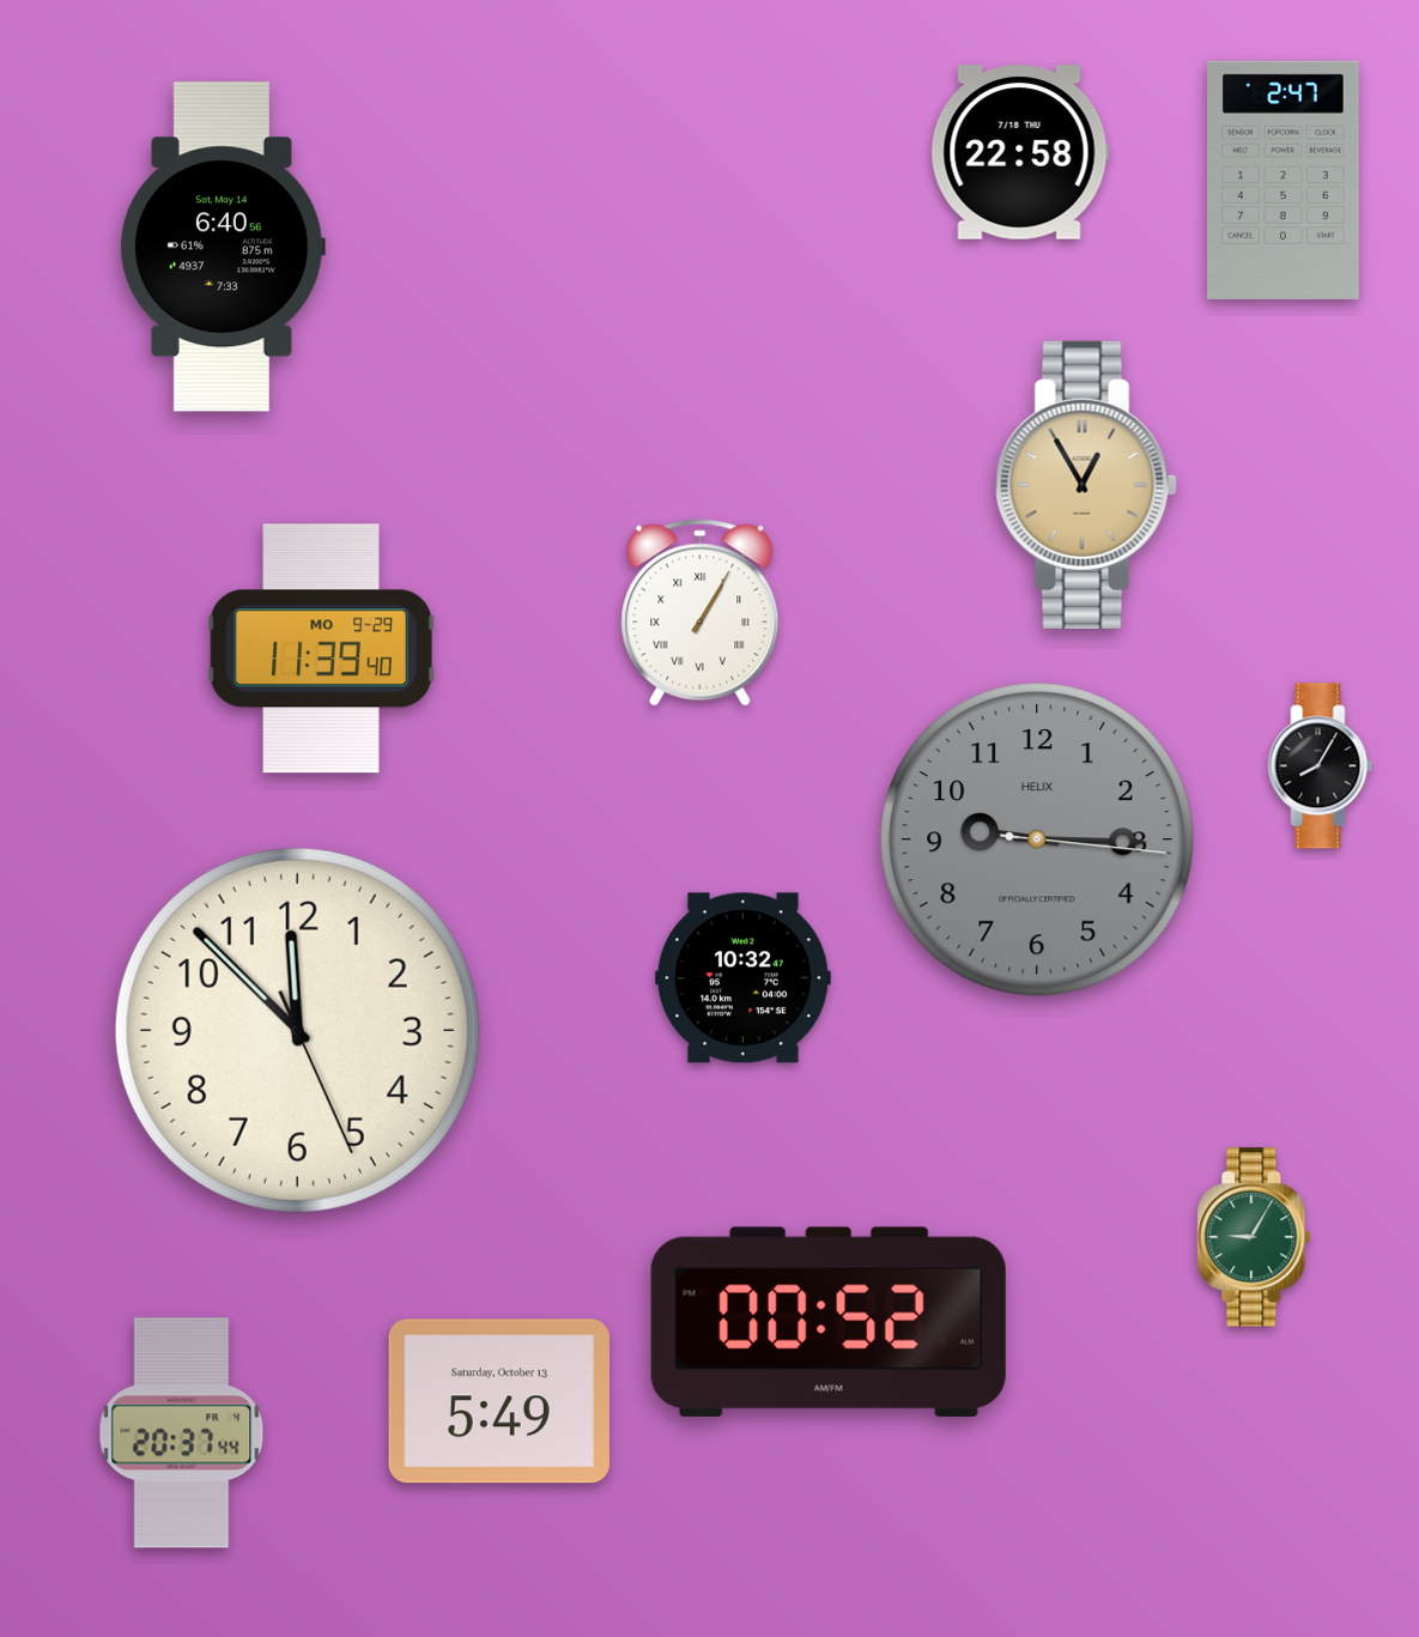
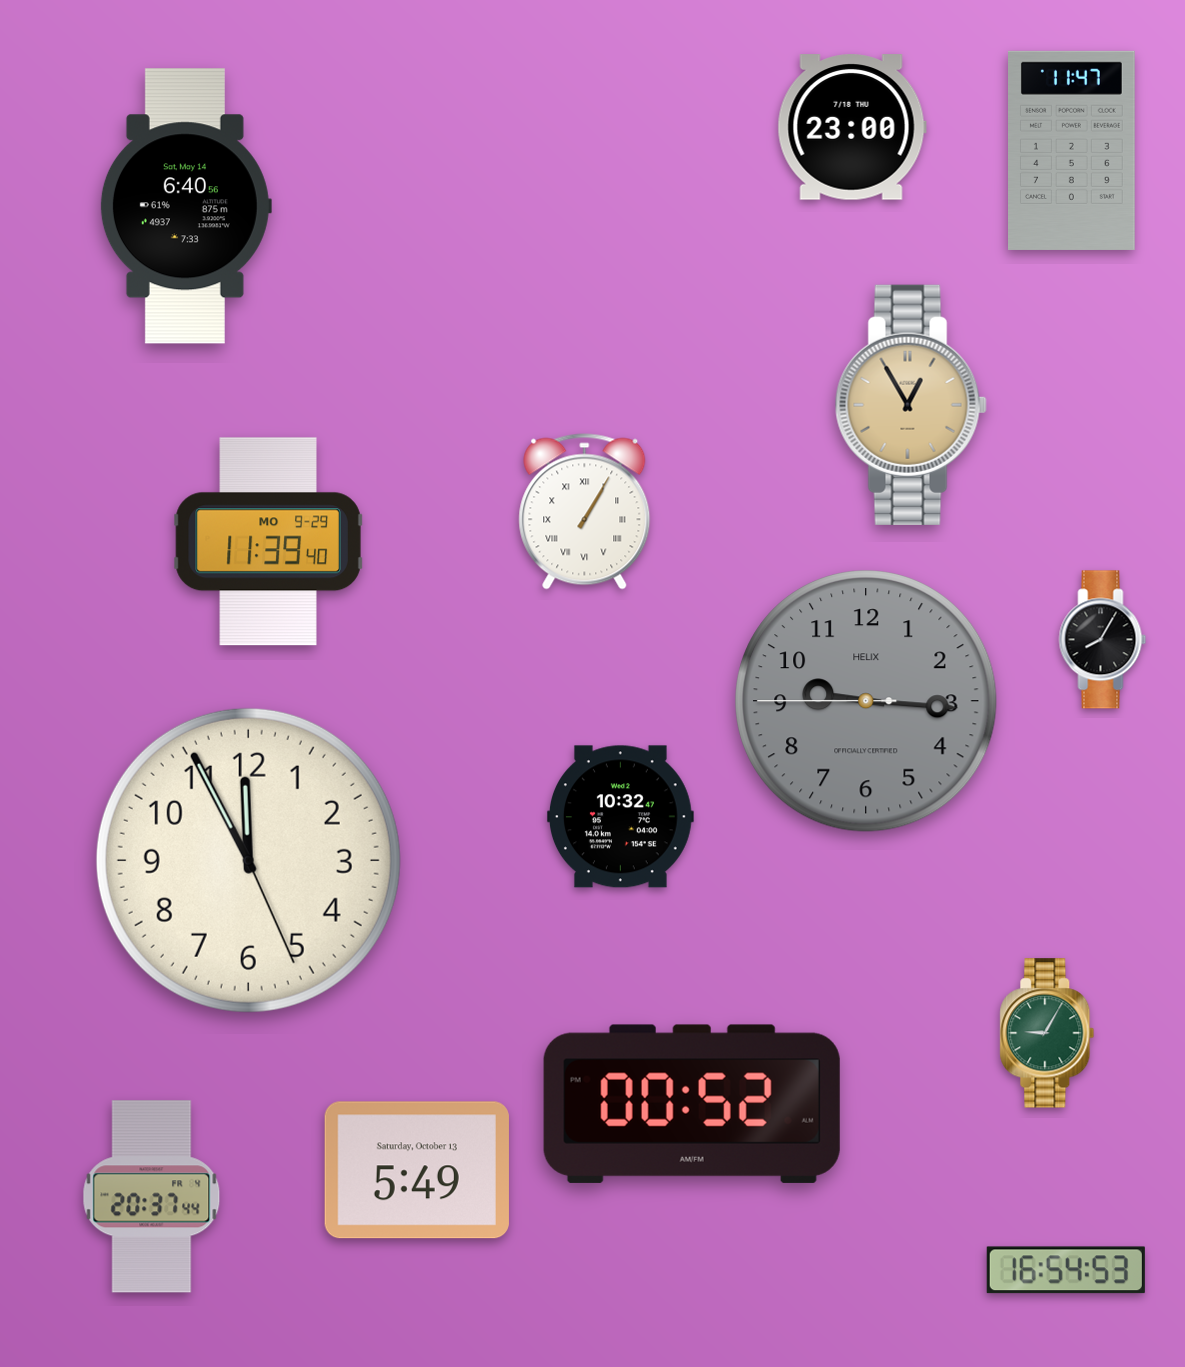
clock at (1020, 152): 22:58 -> 23:00
clock at (1284, 180): 2:47 -> 11:47
clock at (1086, 485) position: (1086, 485) -> (911, 405)
clock at (1037, 839): 9:15:16 -> 9:15:45
clock at (297, 1030): 11:52 -> 11:55
clock at (1066, 1270): none -> 16:54
